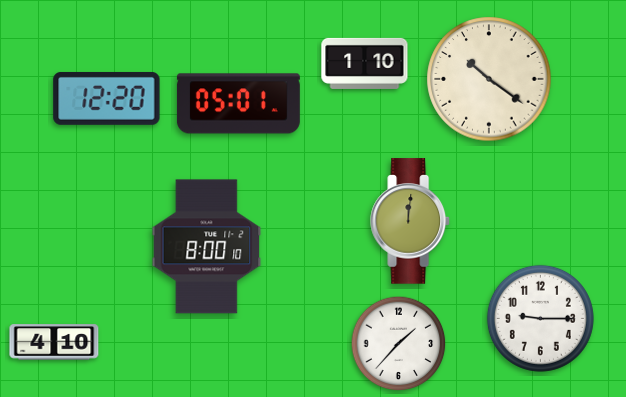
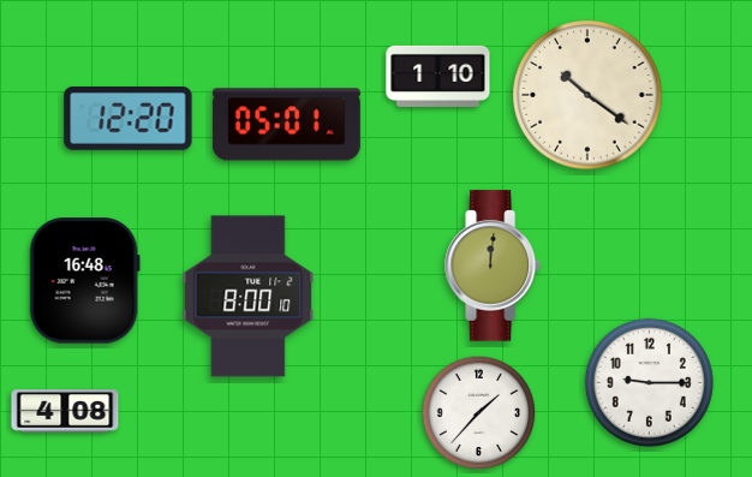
clock at (84, 281): none -> 16:48
clock at (54, 342): 4:10 -> 4:08
